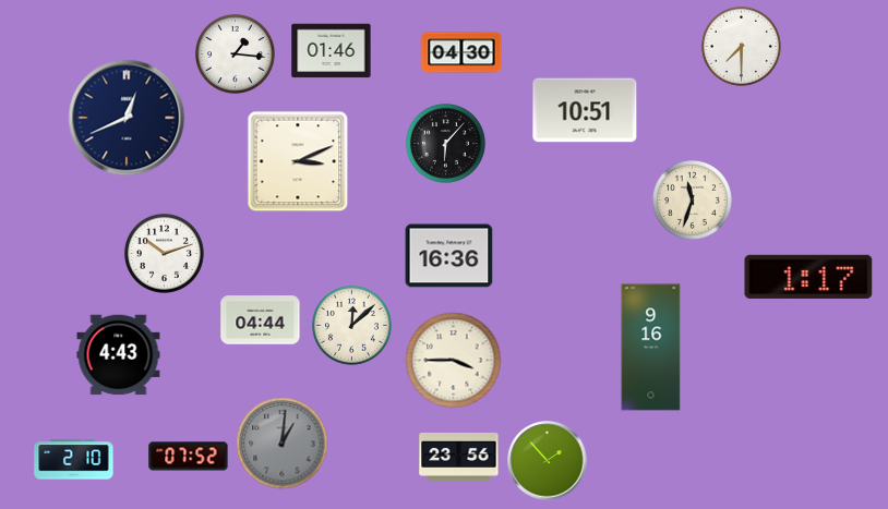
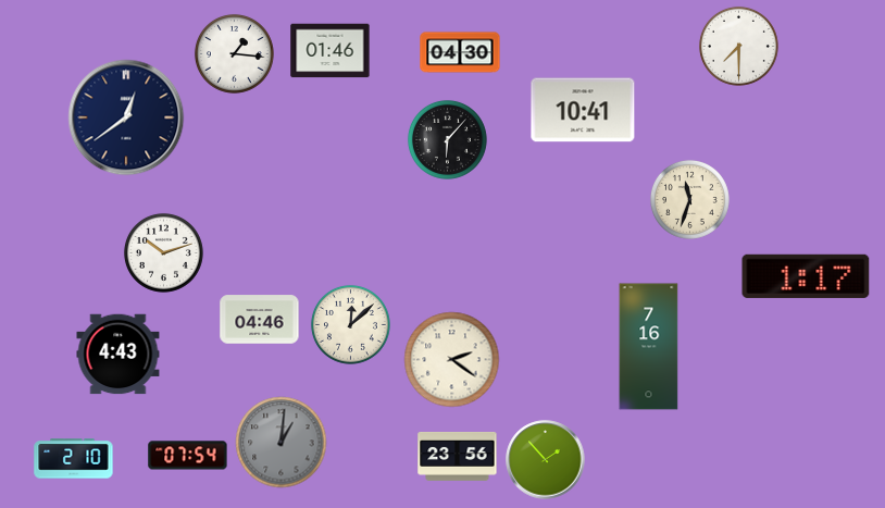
clock at (585, 110): 10:51 -> 10:41
clock at (127, 118): 12:41 -> 12:39
clock at (445, 143) position: (445, 143) -> (447, 139)
clock at (298, 161): 3:11 -> none
clock at (449, 256): 16:36 -> none
clock at (261, 320): 04:44 -> 04:46
clock at (651, 348): 9:16 -> 7:16
clock at (454, 361): 3:45 -> 2:21
clock at (189, 457): 07:52 -> 07:54
